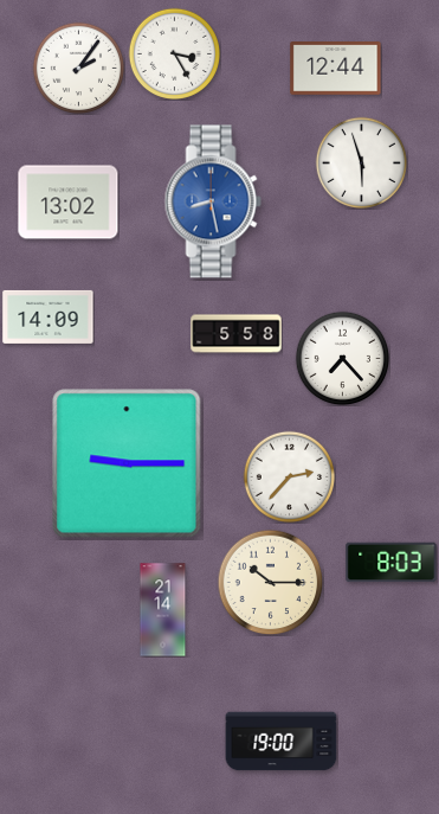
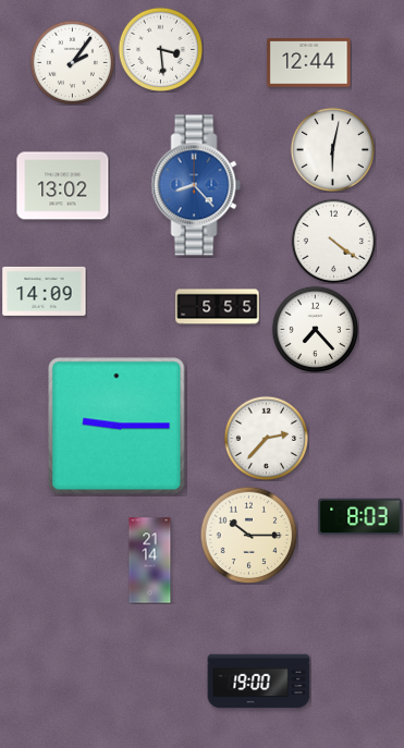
clock at (174, 53): 3:25 -> 3:29
clock at (361, 162): 5:57 -> 6:02
clock at (213, 201): 8:28 -> 8:23
clock at (333, 241): none -> 4:21
clock at (237, 334): 5:58 -> 5:55
